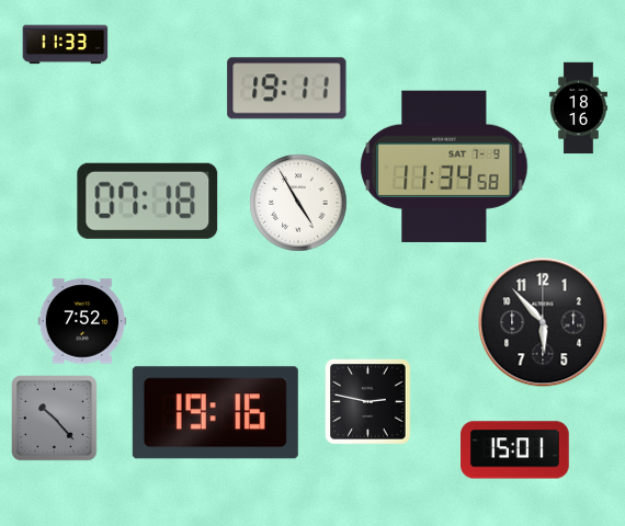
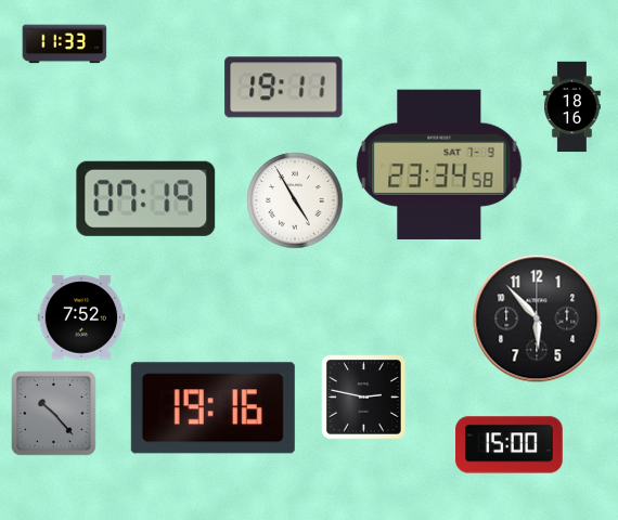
clock at (444, 167): 11:34 -> 23:34
clock at (148, 201): 07:18 -> 07:19
clock at (515, 450): 15:01 -> 15:00
